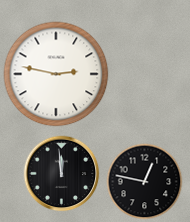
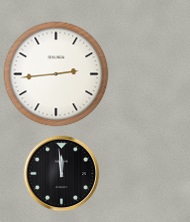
clock at (56, 74): 2:47 -> 2:44
clock at (145, 182): 12:47 -> none
